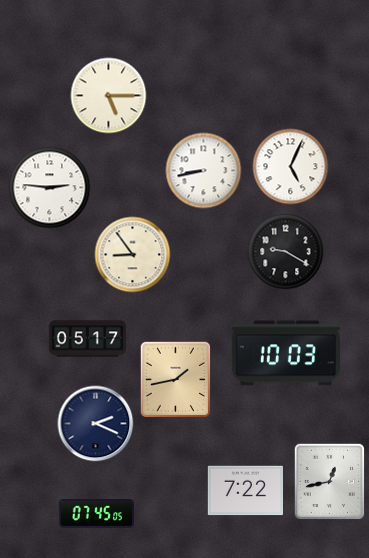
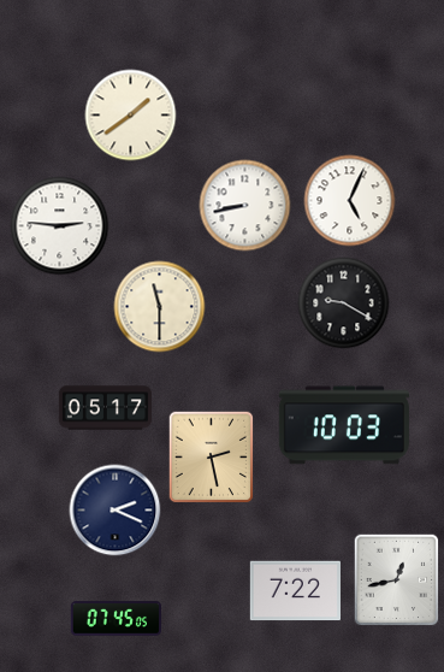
clock at (109, 96): 5:15 -> 1:39
clock at (133, 255): 8:54 -> 11:30
clock at (176, 380): 1:43 -> 2:28
